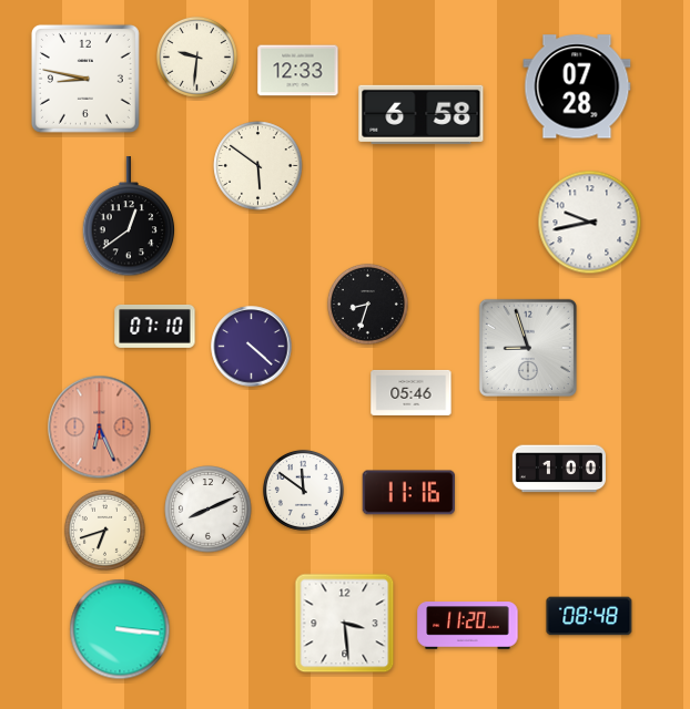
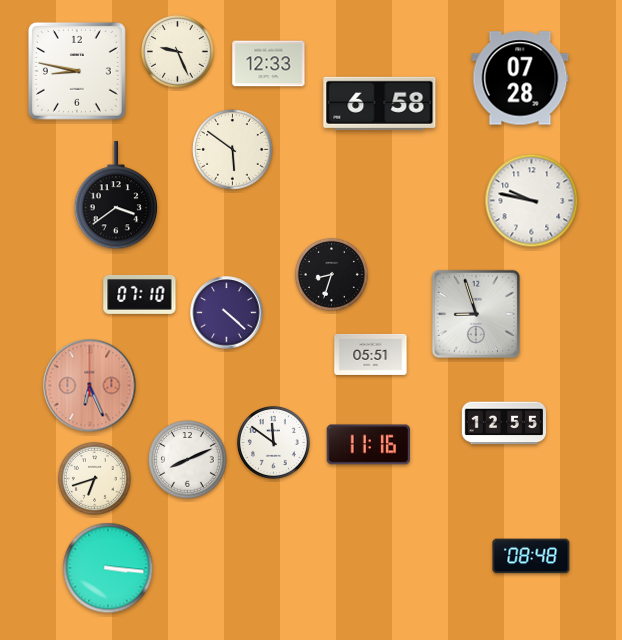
clock at (196, 56): 9:31 -> 9:26
clock at (129, 217): 12:39 -> 3:39
clock at (590, 223): 9:43 -> 9:47
clock at (412, 392): 05:46 -> 05:51
clock at (559, 469): 1:00 -> 12:55
clock at (345, 624): 3:29 -> none
clock at (468, 626): 11:20 -> none
